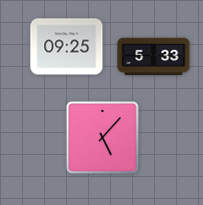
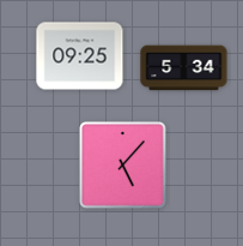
clock at (154, 57): 5:33 -> 5:34
